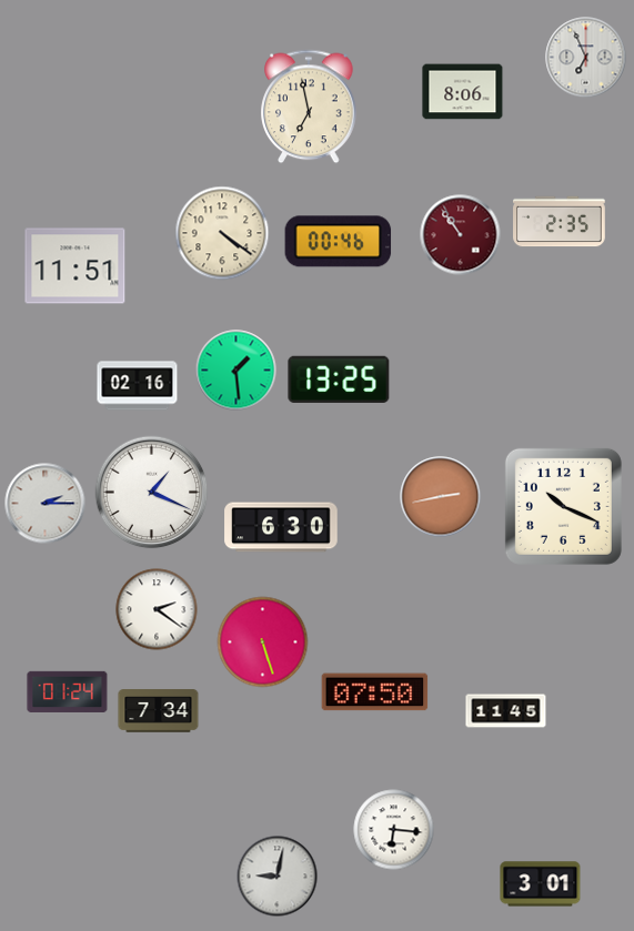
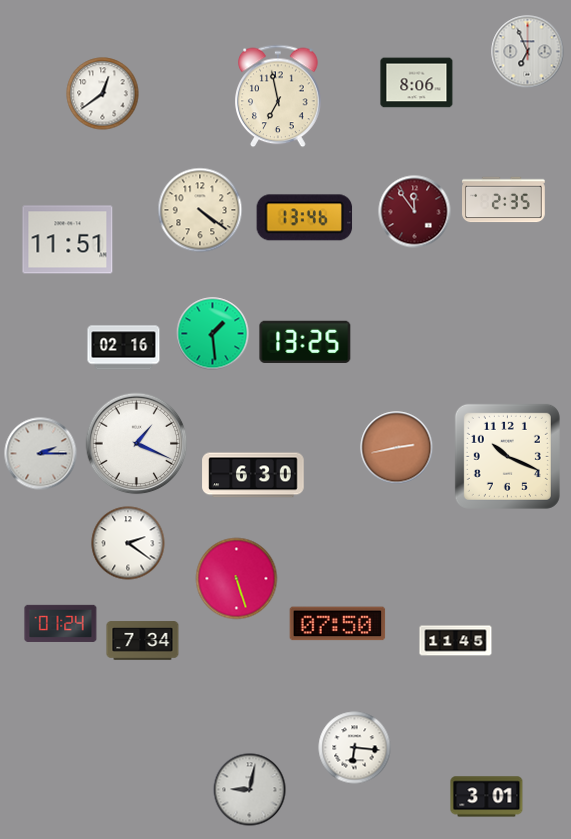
clock at (103, 94): none -> 12:39
clock at (461, 235): 10:54 -> 11:54
clock at (339, 242): 00:46 -> 13:46
clock at (157, 609) position: (157, 609) -> (128, 543)
